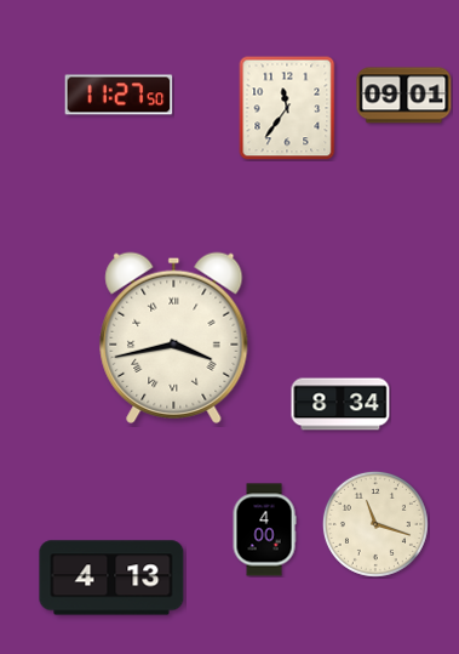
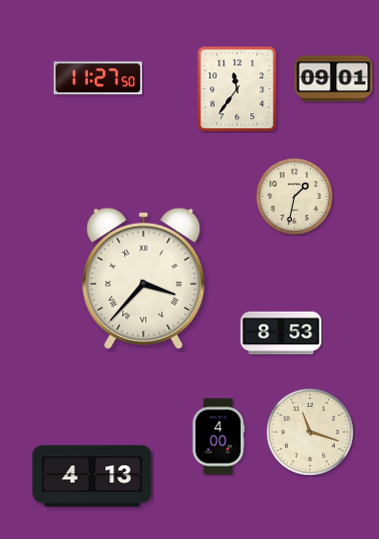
clock at (295, 197): none -> 1:32
clock at (174, 337): 3:43 -> 3:37
clock at (340, 404): 8:34 -> 8:53
